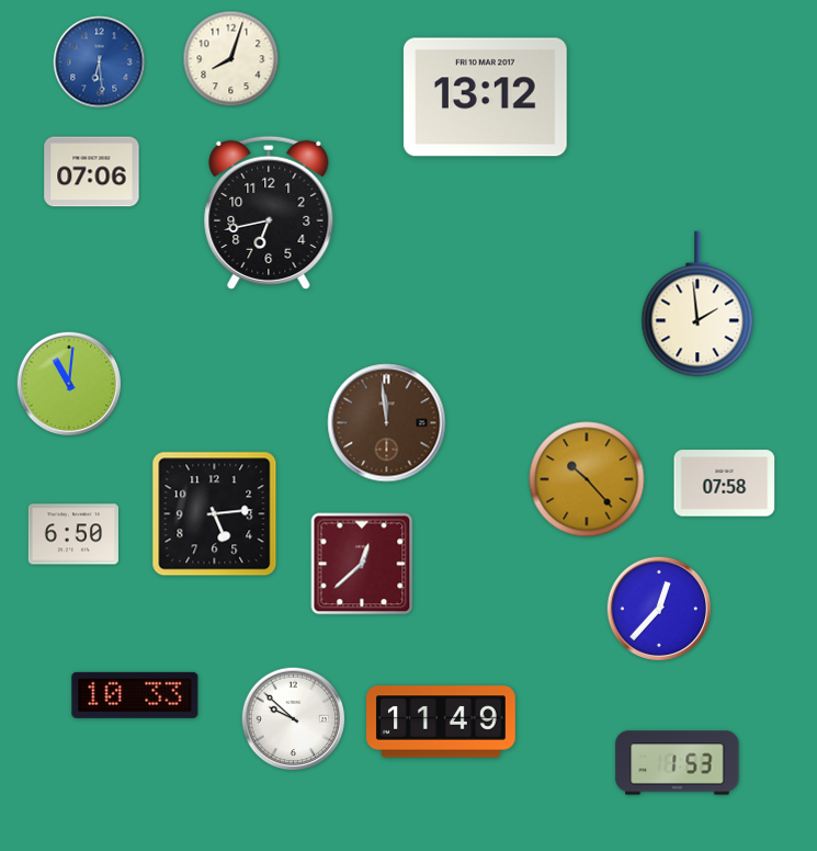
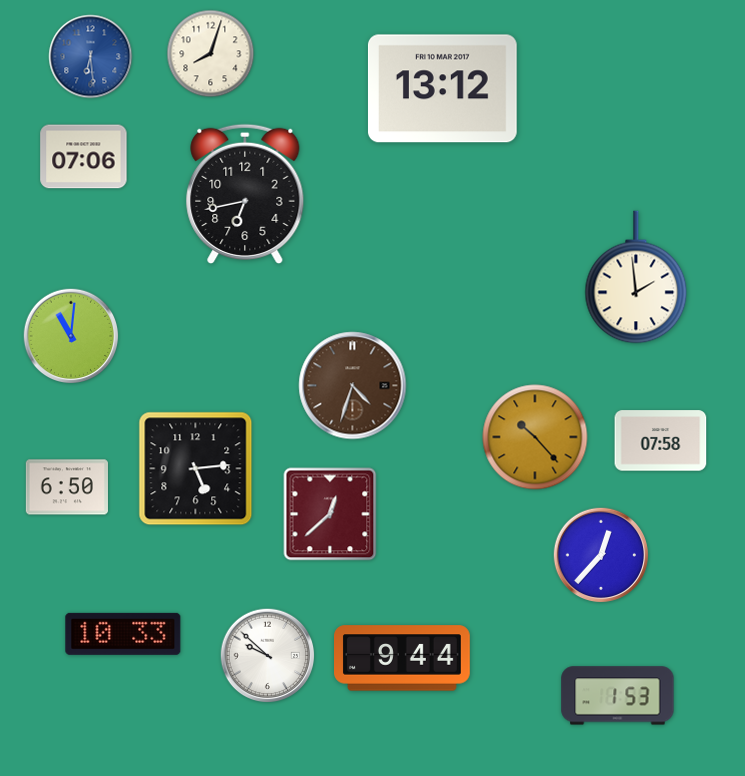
clock at (69, 384) position: (69, 384) -> (71, 336)
clock at (387, 423): 11:59 -> 4:33
clock at (442, 722): 11:49 -> 9:44
